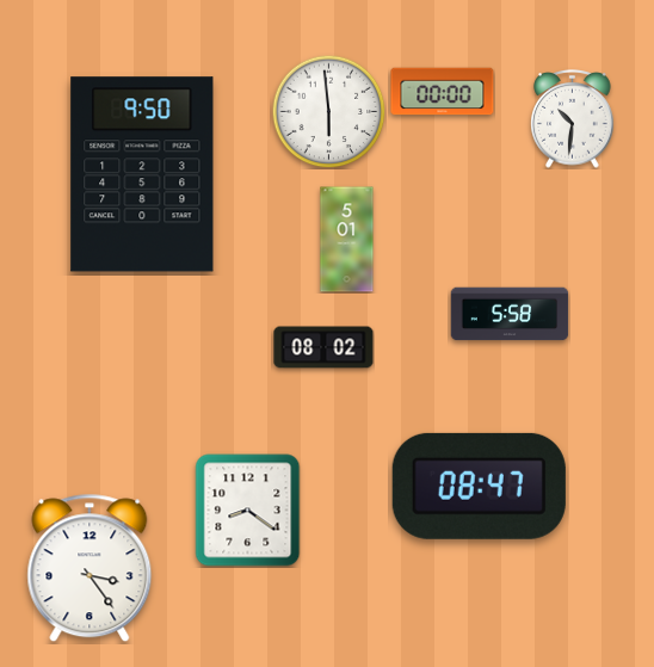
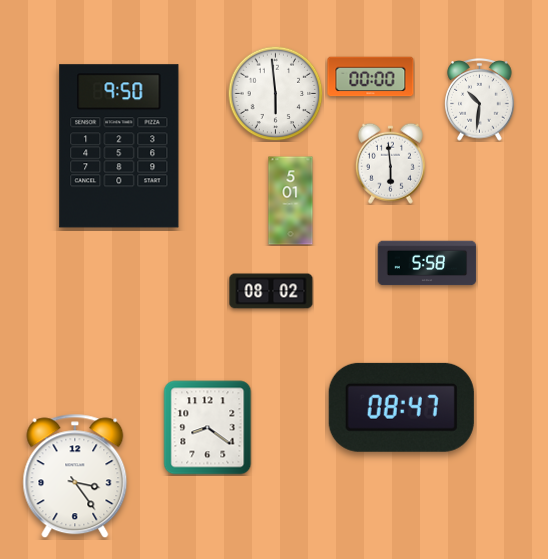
clock at (390, 163): none -> 5:59
